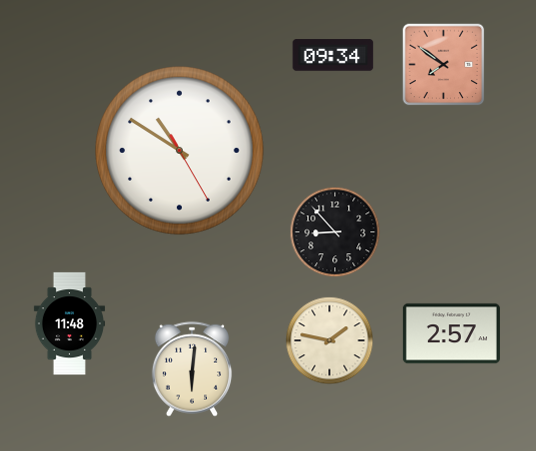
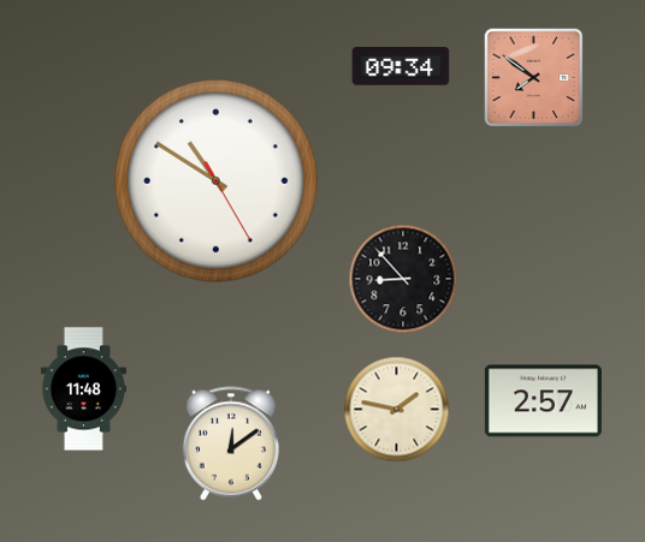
clock at (192, 369): 6:01 -> 12:09
